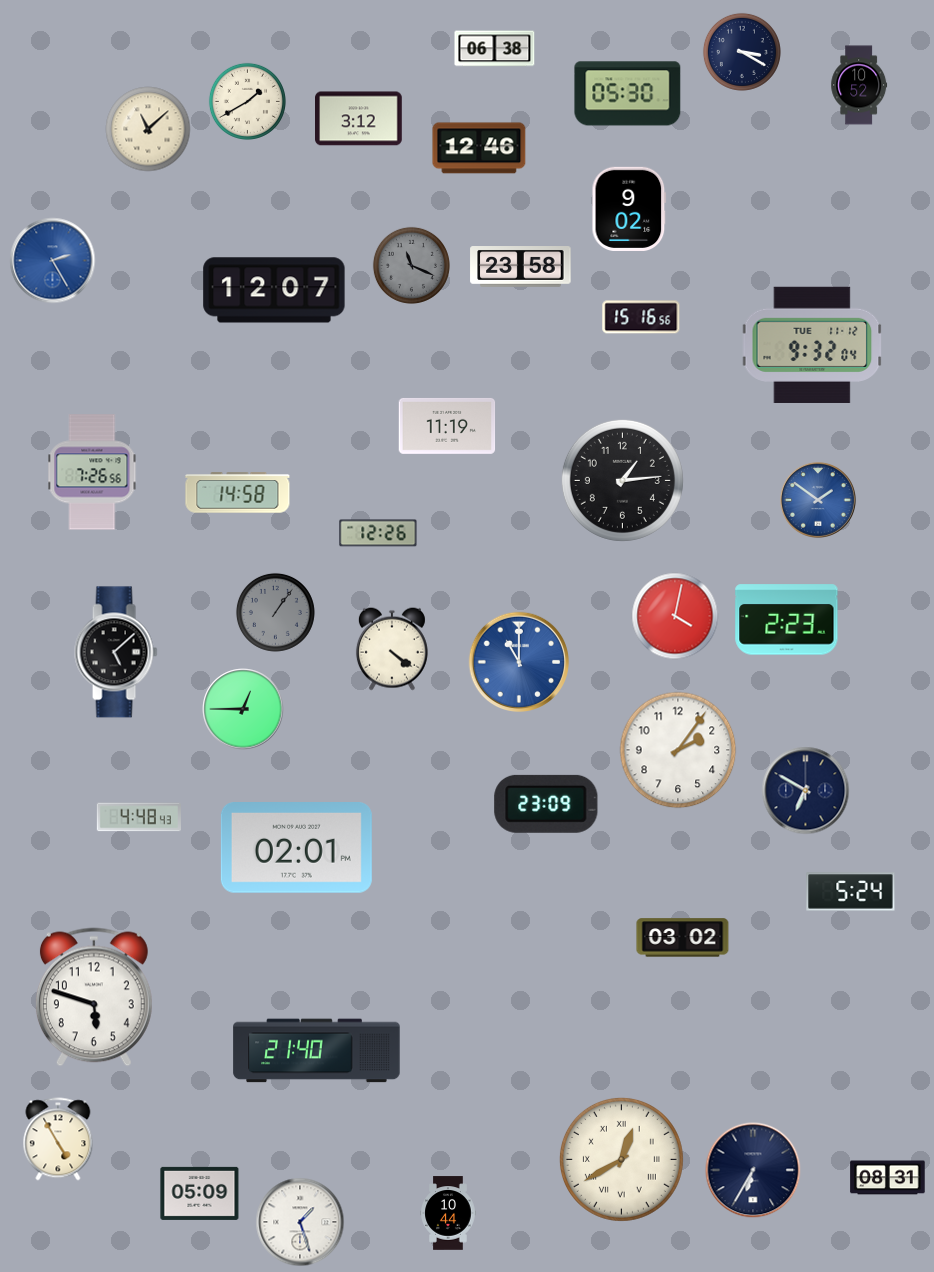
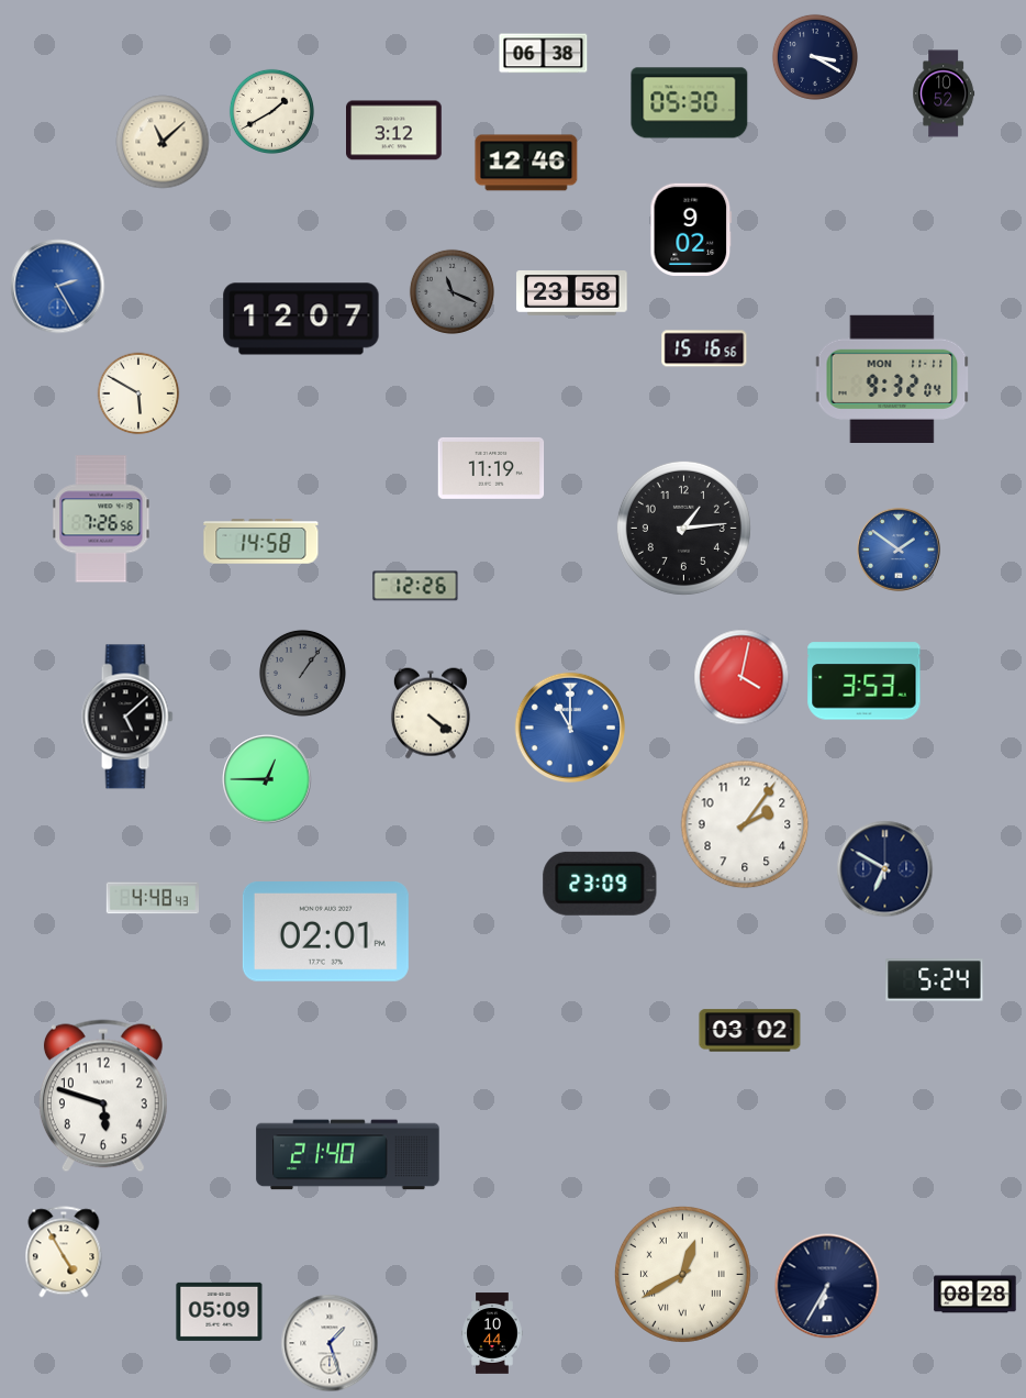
clock at (812, 345) date: TUE 11-12 -> MON 11-11
clock at (138, 393): none -> 5:50
clock at (787, 620): 2:23 -> 3:53
clock at (888, 1178): 08:31 -> 08:28
